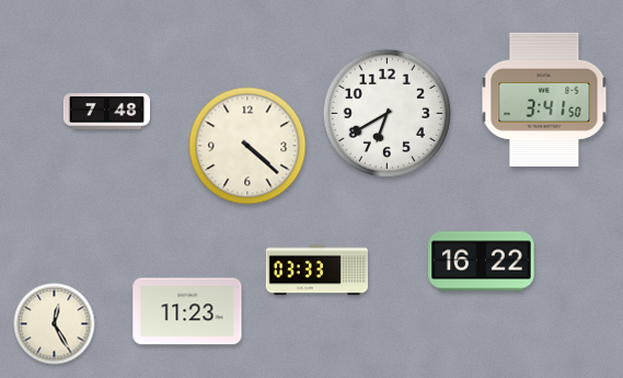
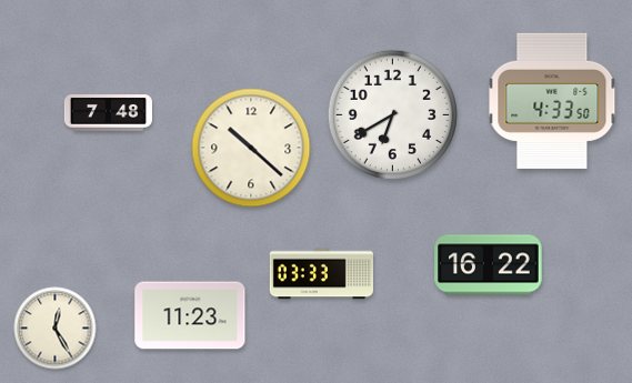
clock at (544, 100): 3:41 -> 4:33
clock at (247, 146): 4:22 -> 10:22
